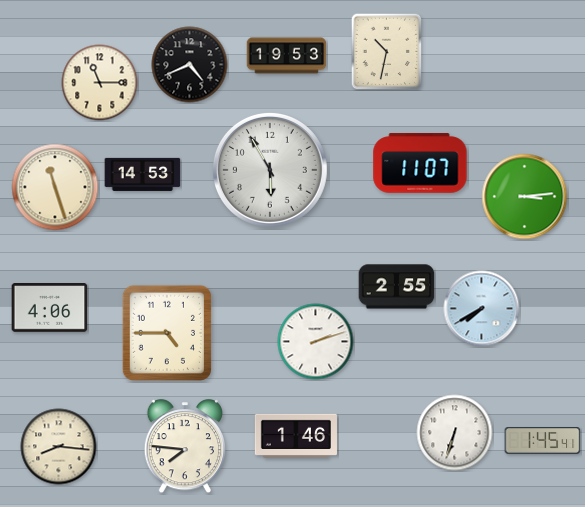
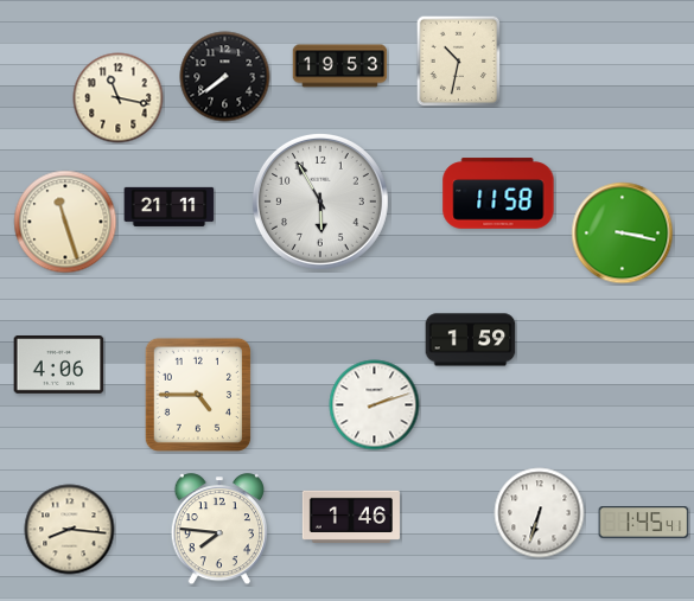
clock at (190, 65): 4:41 -> 7:39
clock at (100, 83): 11:15 -> 11:17
clock at (420, 163): 11:07 -> 11:58
clock at (143, 174): 14:53 -> 21:11
clock at (525, 197): 3:14 -> 3:17
clock at (397, 287): 2:55 -> 1:59
clock at (482, 309): 7:40 -> none
